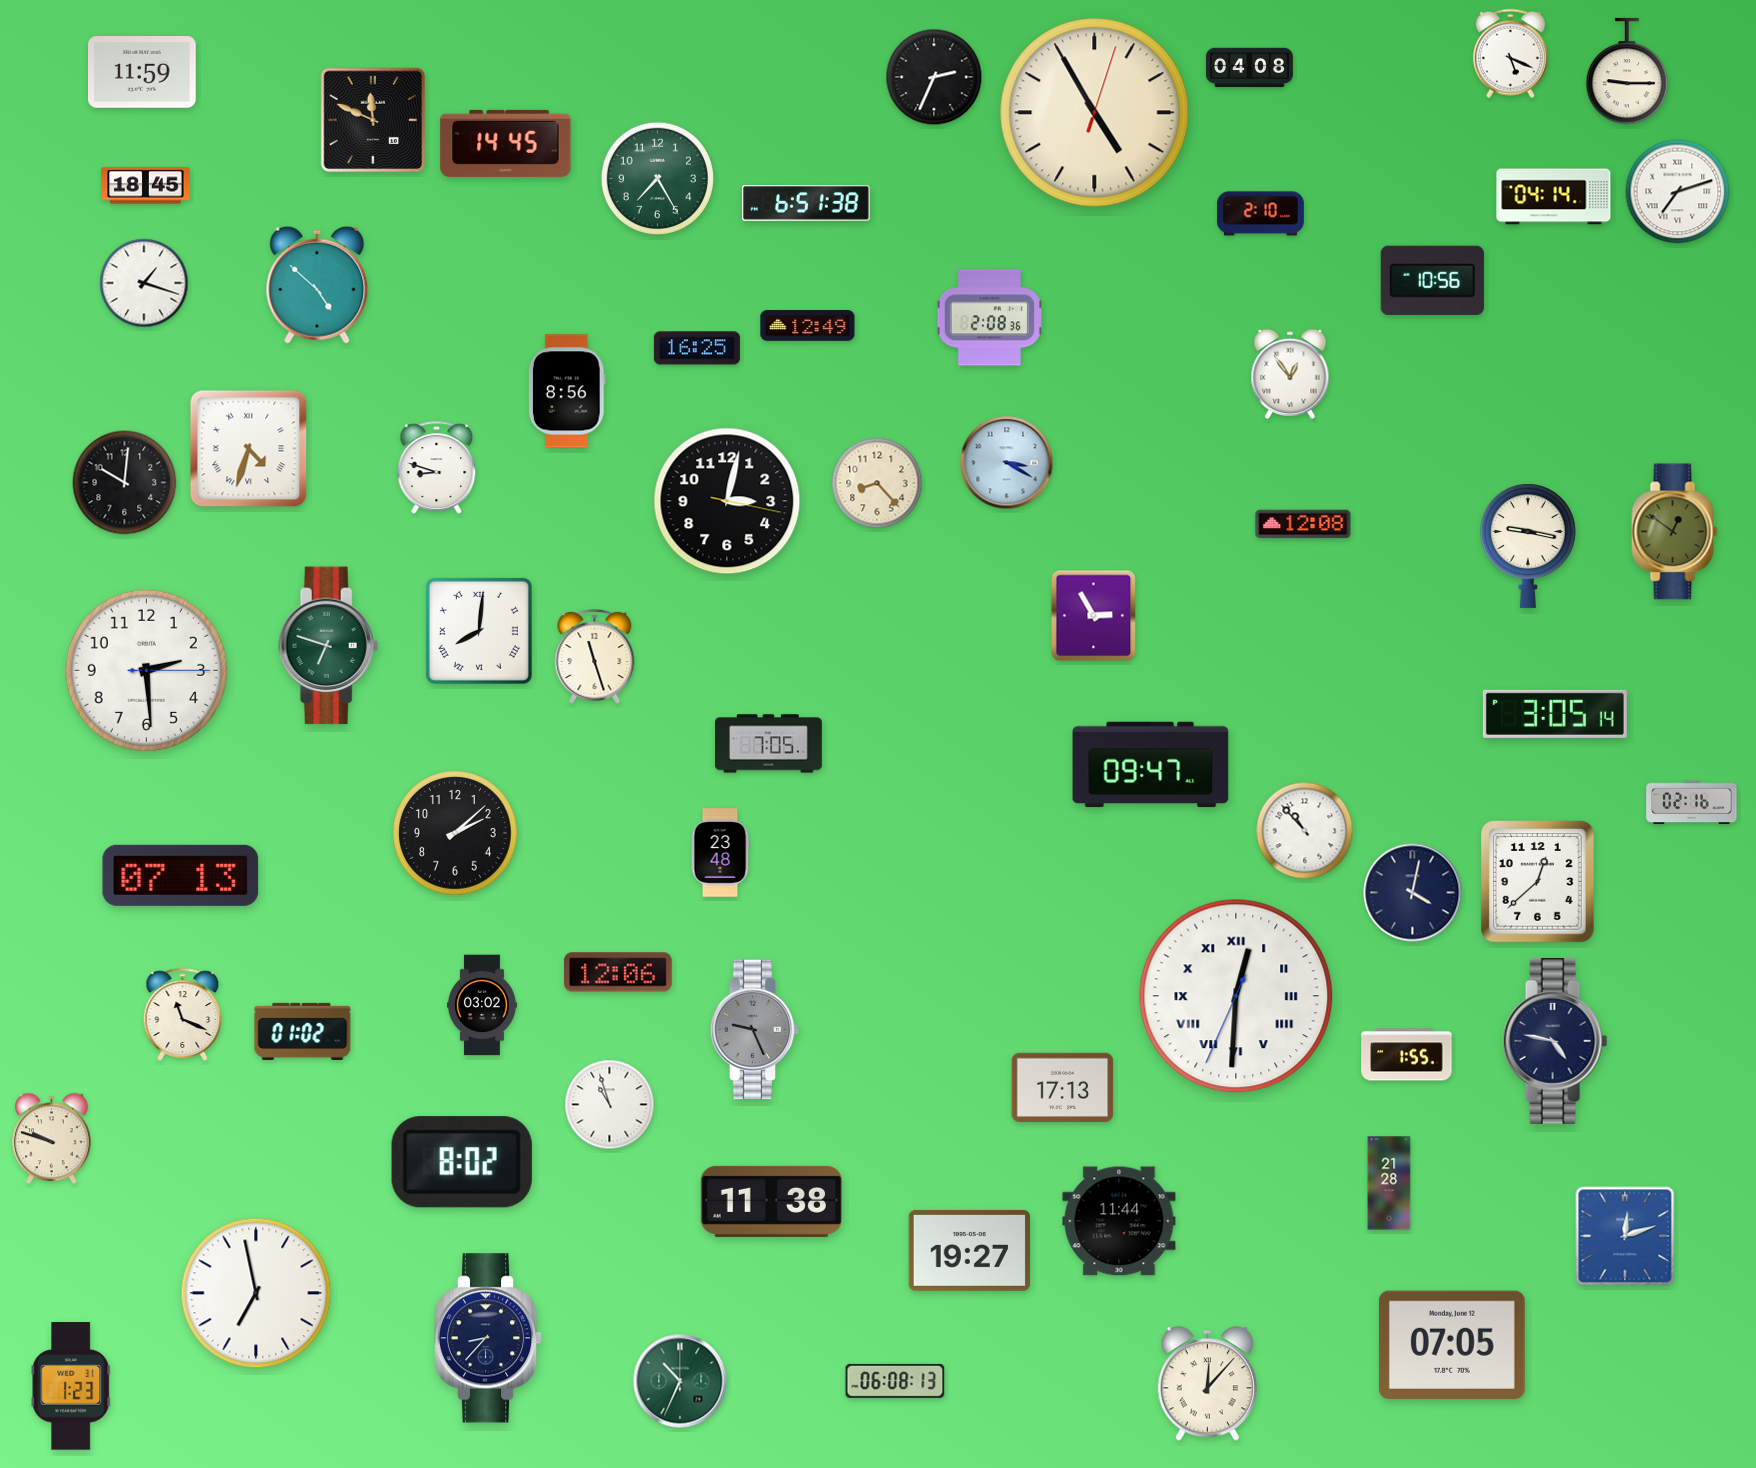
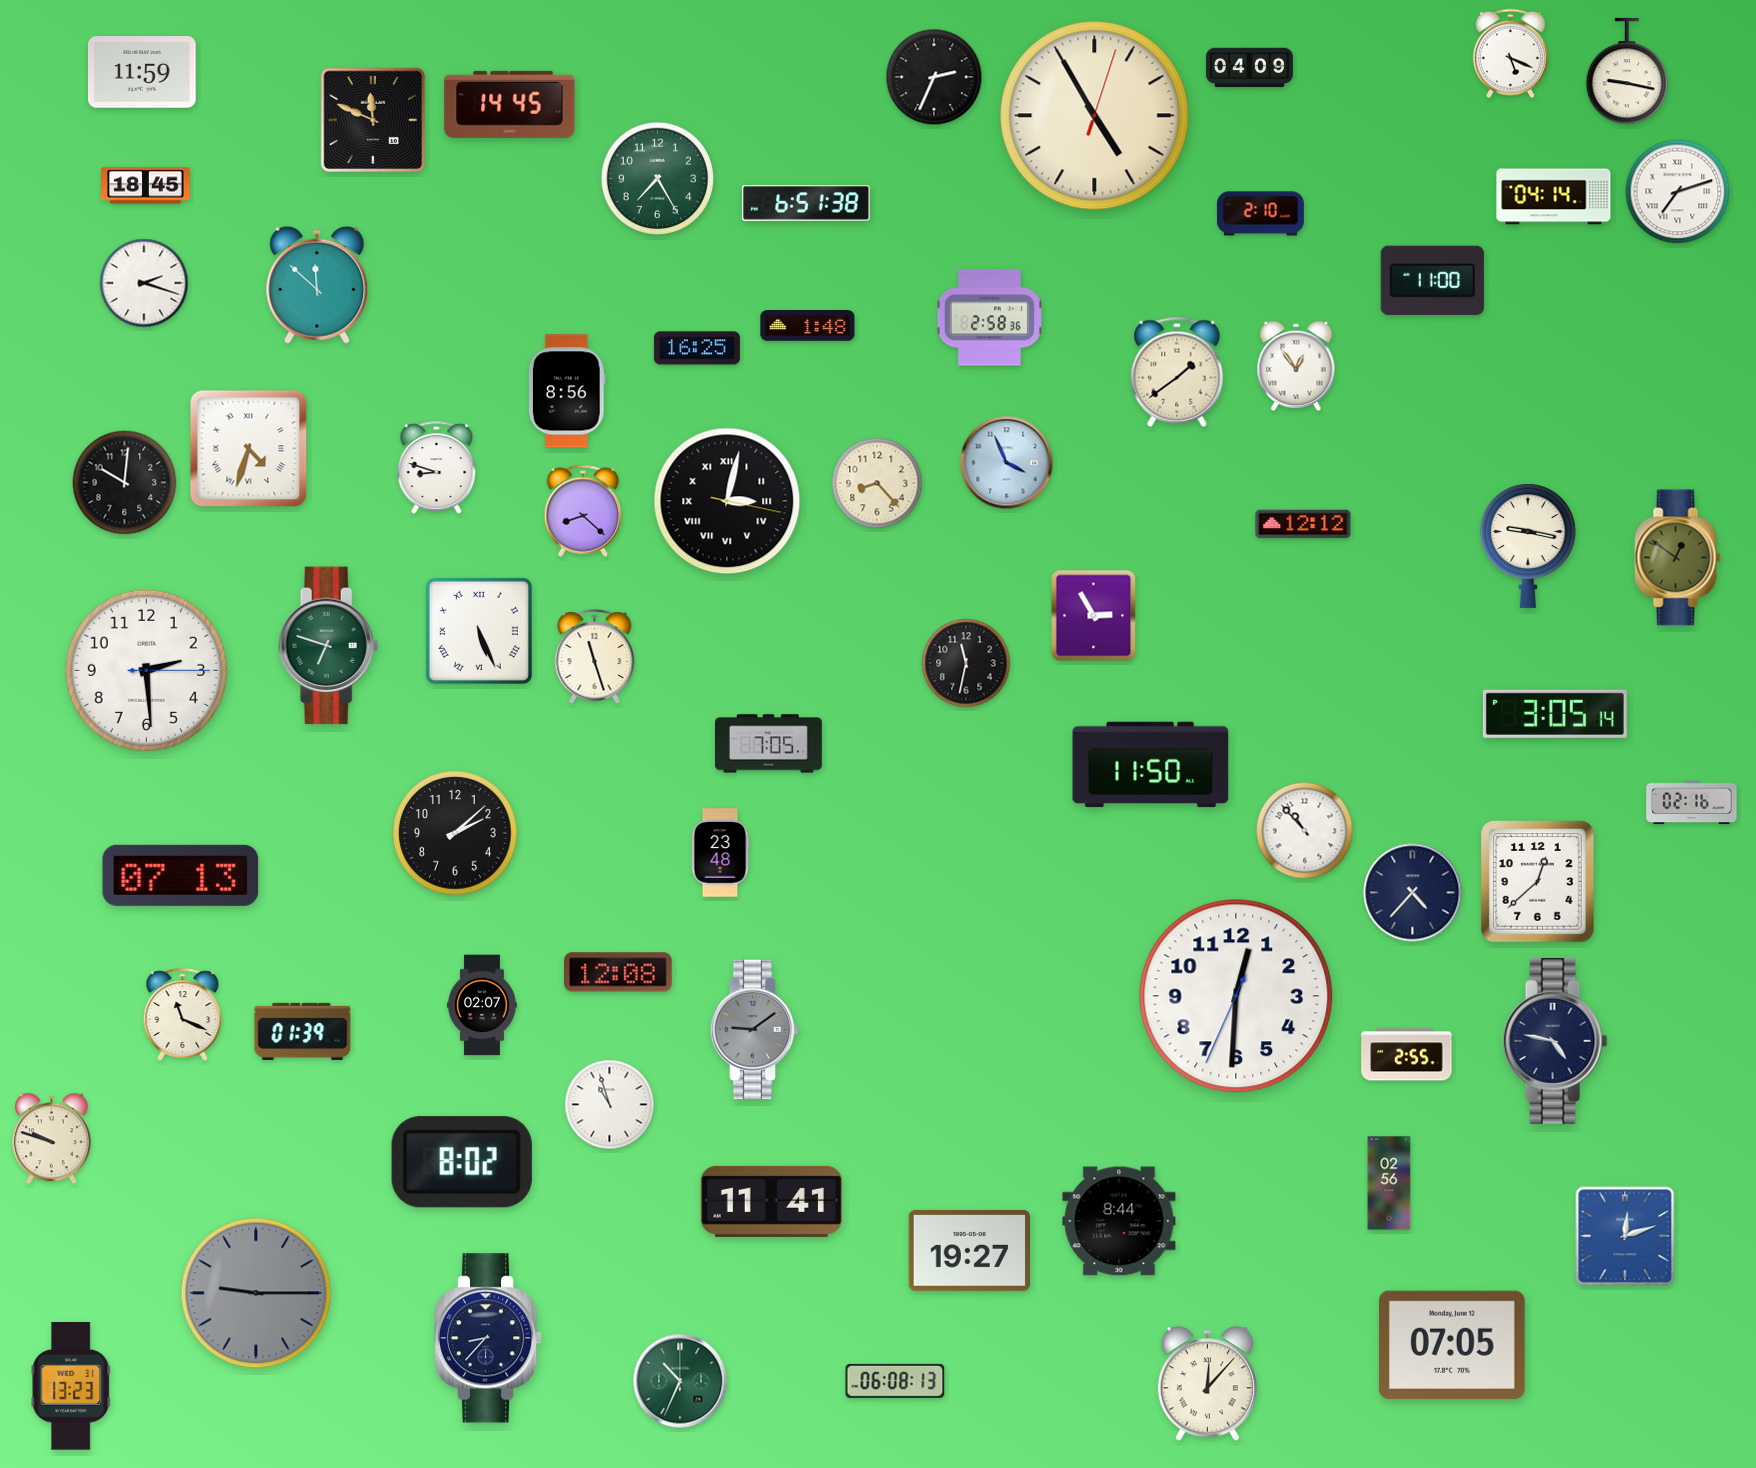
clock at (1250, 68): 04:08 -> 04:09
clock at (1627, 71): 9:15 -> 9:17
clock at (1095, 113) position: (1095, 113) -> (1095, 116)
clock at (506, 143) position: (506, 143) -> (510, 104)
clock at (1432, 280): 10:56 -> 11:00
clock at (144, 283): 1:18 -> 2:18
clock at (317, 285): 4:52 -> 11:52
clock at (989, 318): 2:08 -> 2:58
clock at (808, 326): 12:49 -> 1:48
clock at (1177, 372): none -> 1:39
clock at (1290, 374) position: (1290, 374) -> (1296, 366)
clock at (1007, 463): 3:20 -> 3:56
clock at (727, 501) numerals: Arabic -> Roman
clock at (583, 511): none -> 8:22
clock at (1303, 524): 12:08 -> 12:12
clock at (1675, 532) position: (1675, 532) -> (1678, 558)
clock at (479, 631): 8:01 -> 5:26
clock at (966, 663): none -> 11:32
clock at (1151, 765): 09:47 -> 11:50
clock at (1413, 893): 4:02 -> 4:37
clock at (619, 972): 12:06 -> 12:08
clock at (1236, 996) numerals: Roman -> Arabic
clock at (482, 1005): 03:02 -> 02:07
clock at (755, 1030): 9:26 -> 9:09
clock at (303, 1031): 01:02 -> 01:39
clock at (1407, 1055): 1:55 -> 2:55
clock at (1063, 1087): 17:13 -> none
clock at (1389, 1183): 21:28 -> 02:56
clock at (771, 1201): 11:38 -> 11:41
clock at (1119, 1221): 11:44 -> 8:44
clock at (256, 1293): 6:58 -> 9:15
clock at (256, 1293) dial: white -> grey
clock at (71, 1386): 1:23 -> 13:23
